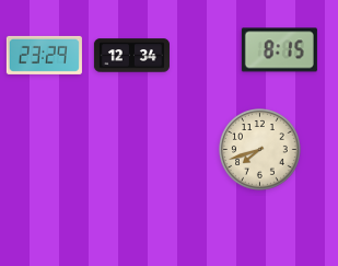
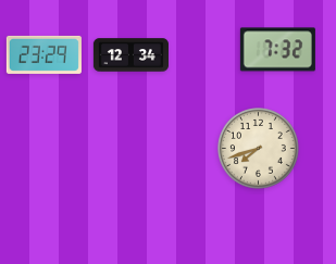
clock at (279, 50): 8:15 -> 7:32
